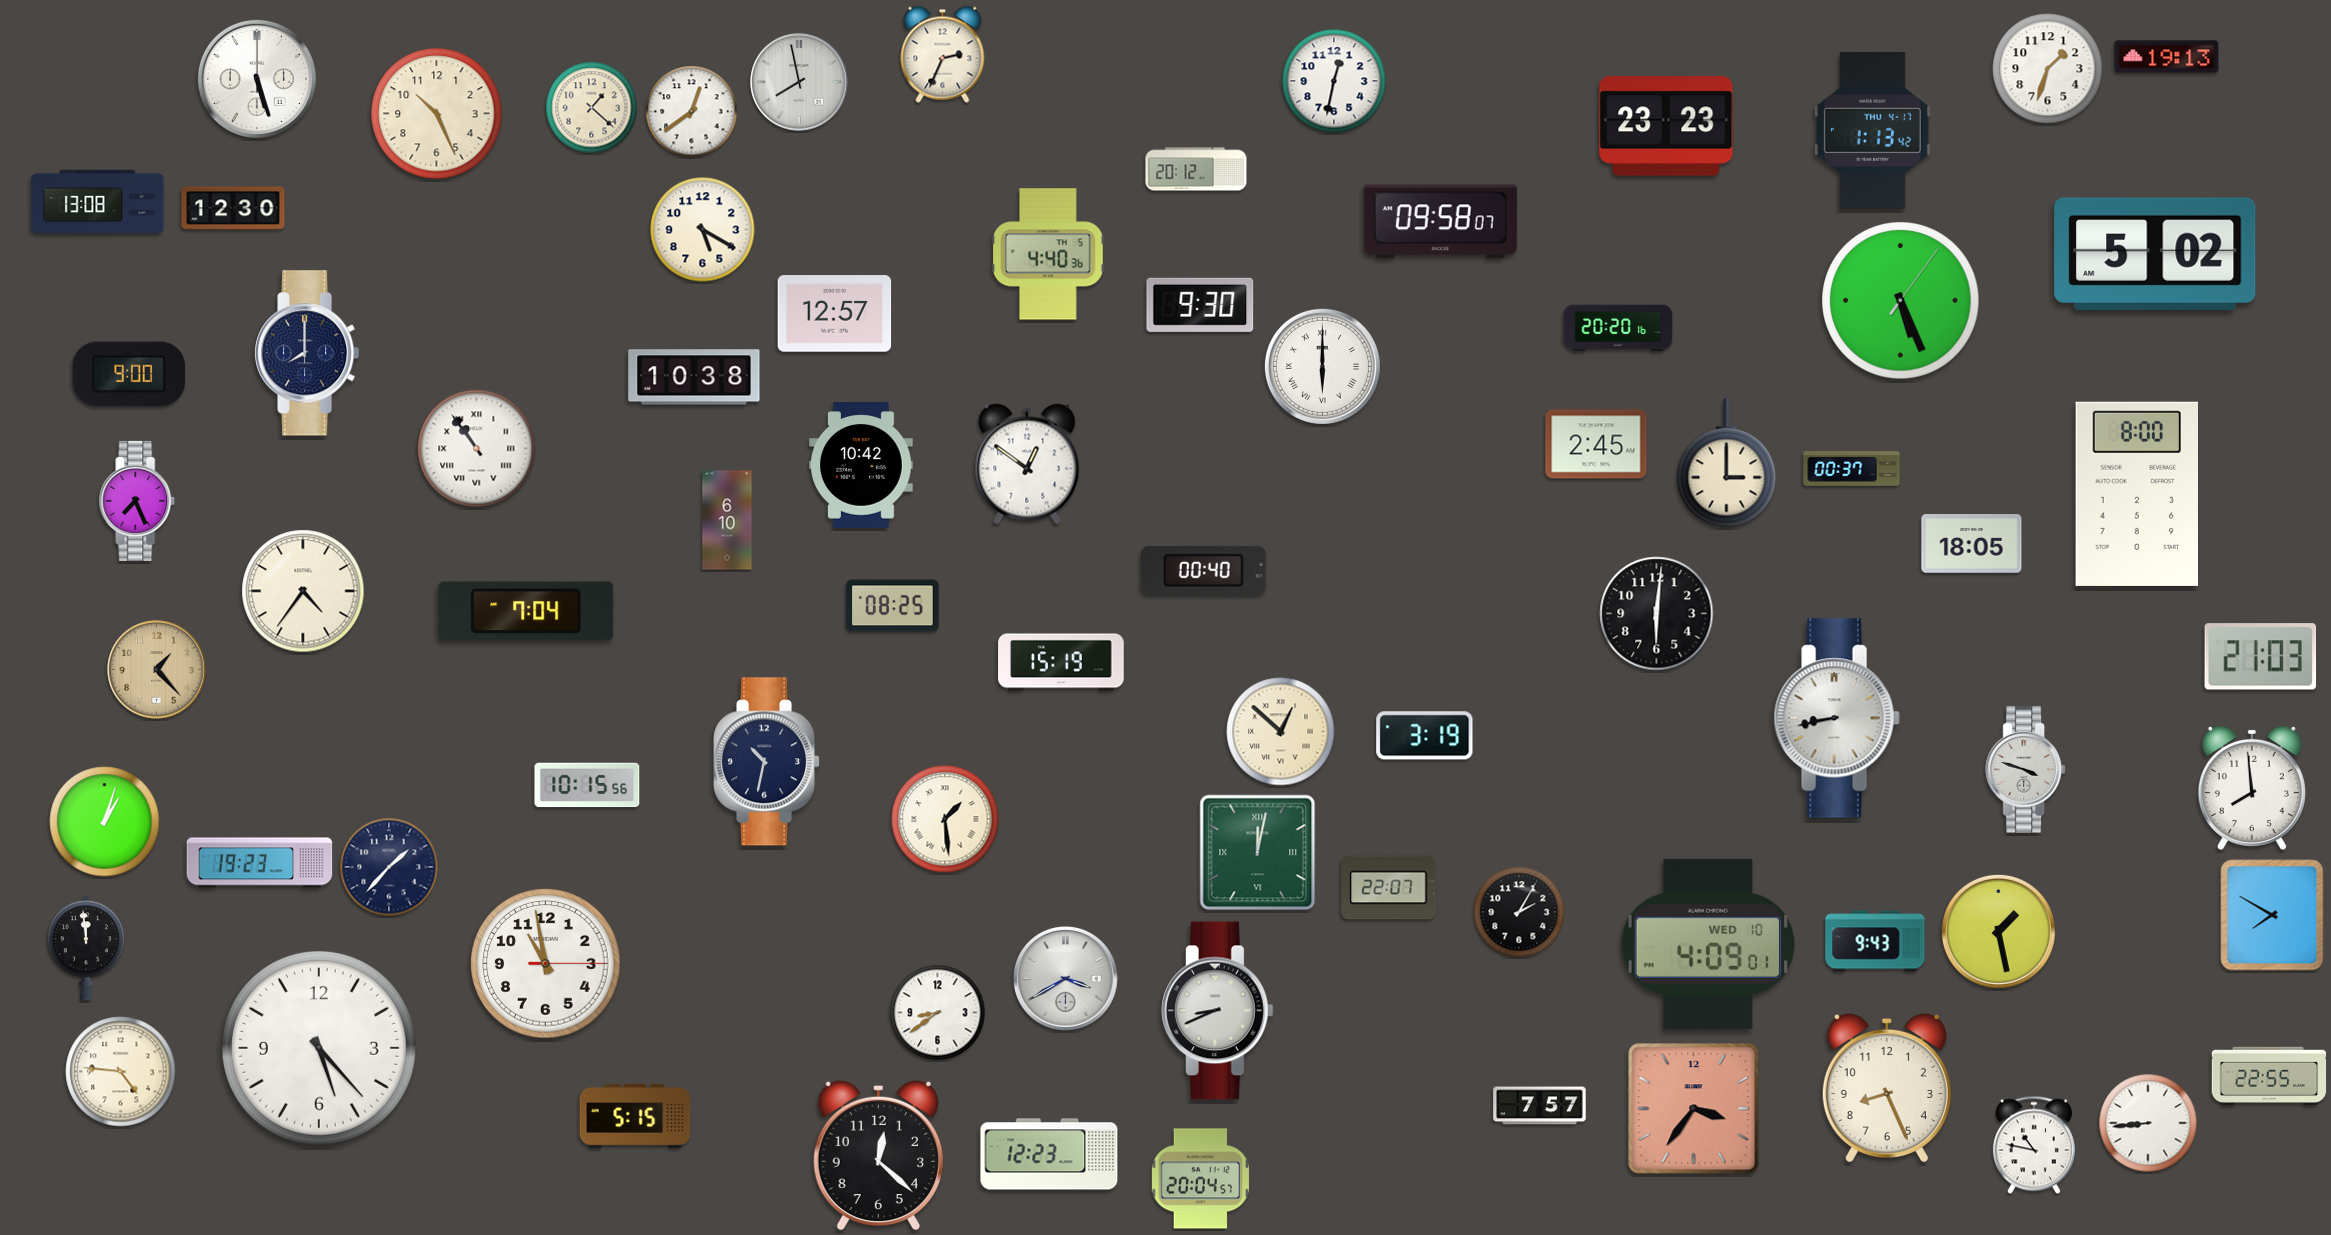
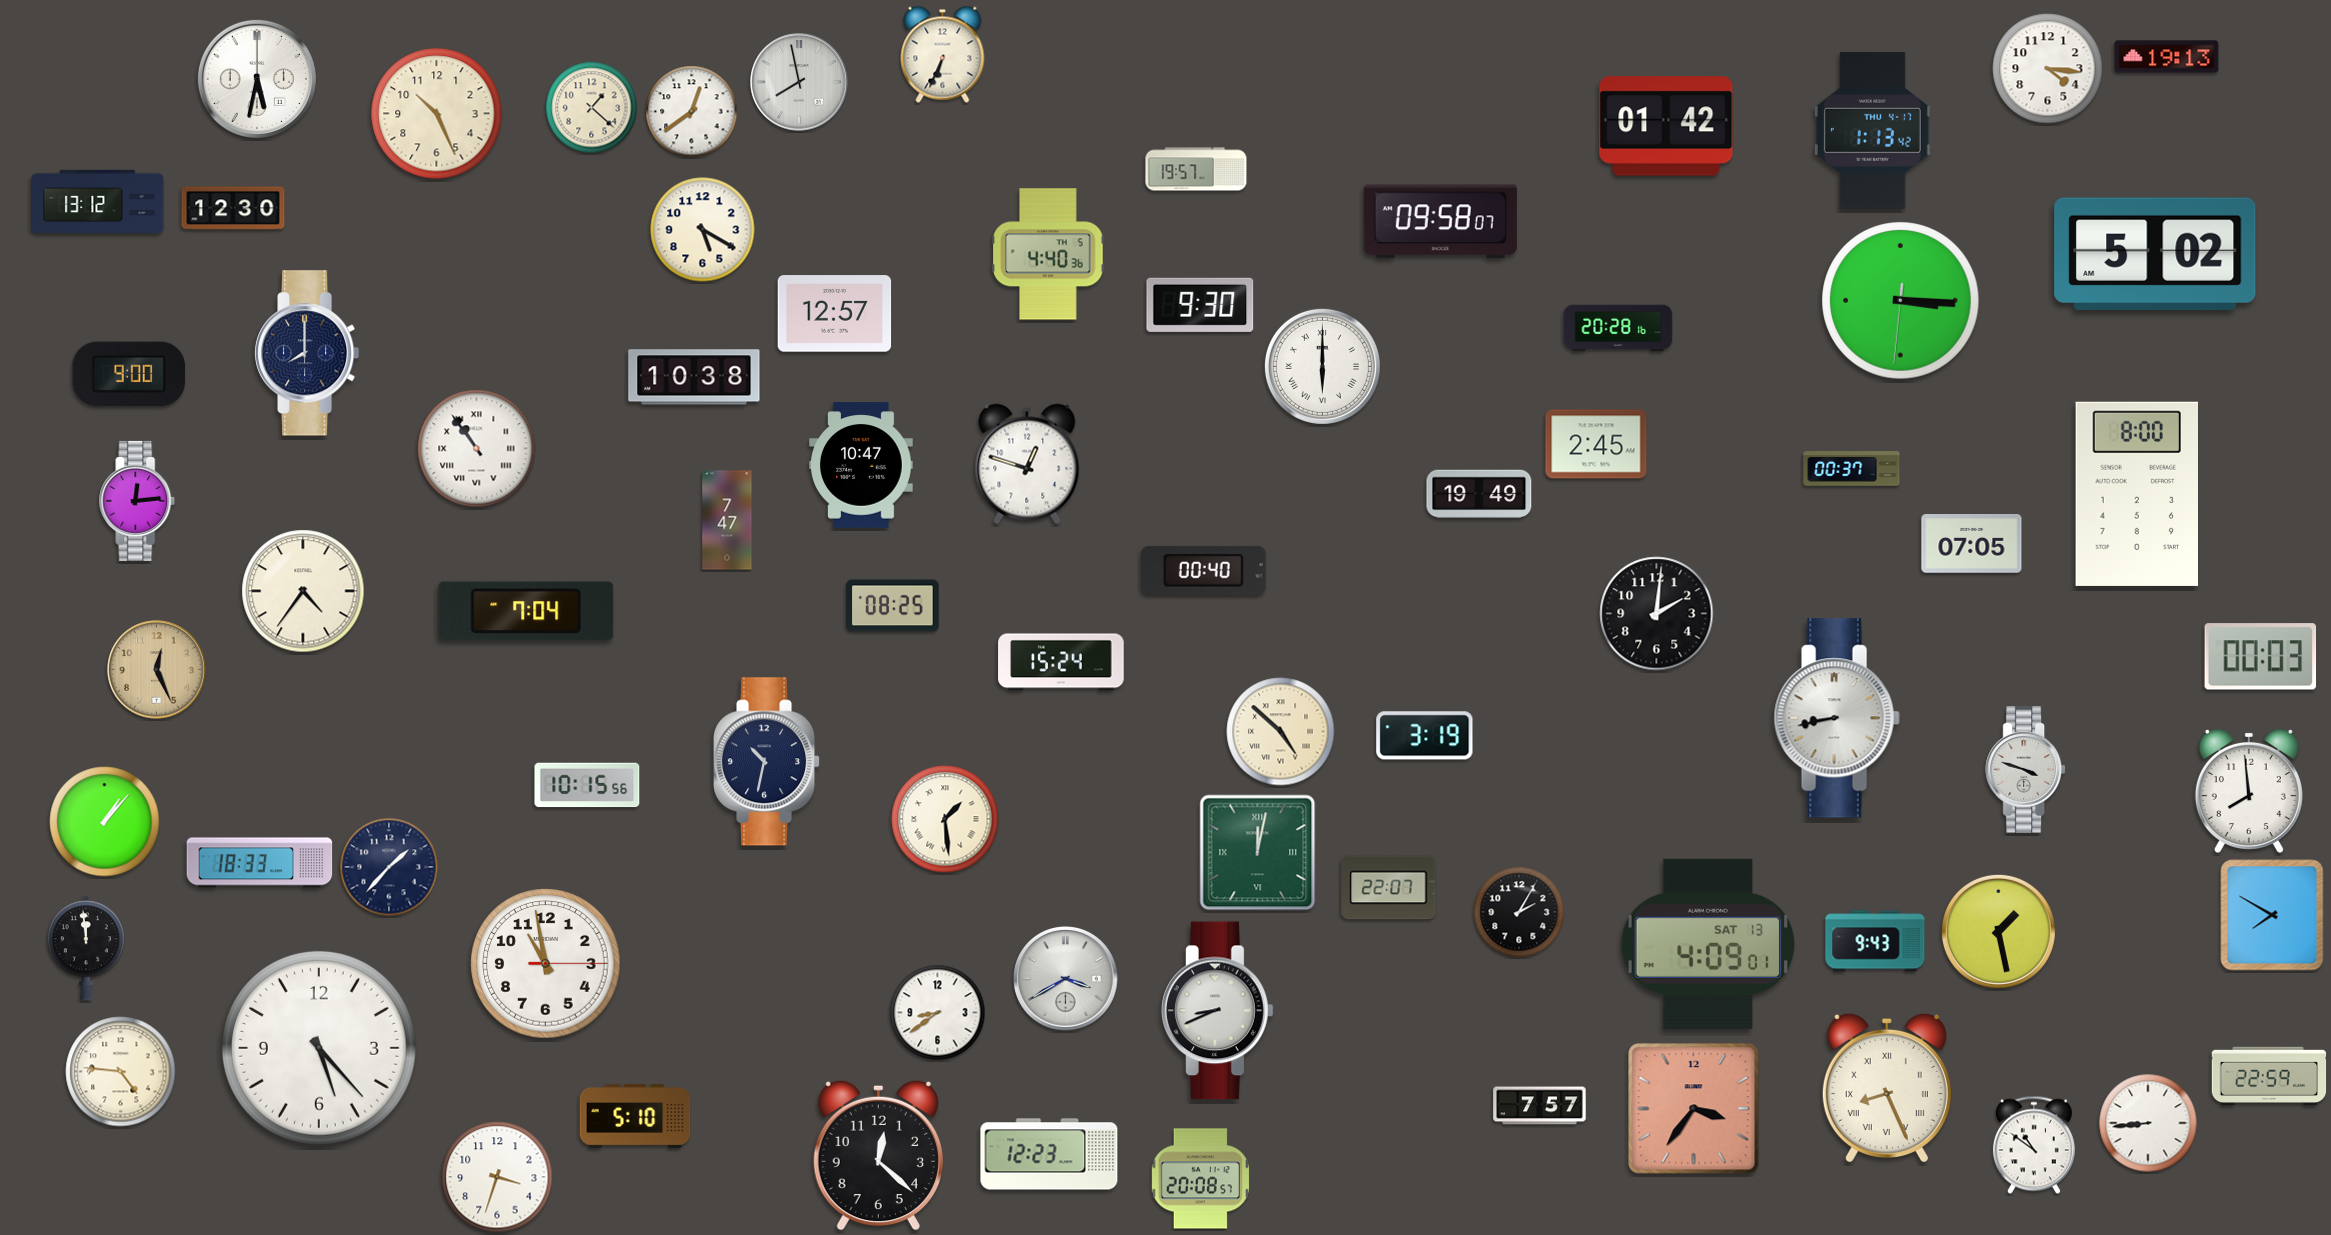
clock at (943, 54): 2:34 -> 6:34
clock at (2048, 69): 1:33 -> 4:16
clock at (257, 79): 5:27 -> 5:32
clock at (1334, 81): 12:32 -> none
clock at (1666, 126): 23:23 -> 01:42
clock at (1196, 169): 20:12 -> 19:57
clock at (98, 201): 13:08 -> 13:12
clock at (1901, 301): 5:26 -> 3:15
clock at (1618, 328): 20:20 -> 20:28
clock at (1727, 463): 3:00 -> none
clock at (1027, 464): 12:51 -> 12:48
clock at (861, 465): 10:42 -> 10:47
clock at (1479, 494): none -> 19:49
clock at (137, 501): 7:26 -> 12:14
clock at (727, 520): 6:10 -> 7:47
clock at (1972, 544): 18:05 -> 07:05
clock at (1657, 614): 6:01 -> 2:01
clock at (2261, 657): 21:03 -> 00:03
clock at (1061, 662): 15:19 -> 15:24
clock at (157, 670): 1:23 -> 12:26
clock at (1281, 732): 12:52 -> 4:52
clock at (2252, 788) position: (2252, 788) -> (2249, 791)
clock at (105, 822): 1:03 -> 1:07
clock at (260, 863): 19:23 -> 18:33
clock at (1707, 944) date: WED 10 -> SAT 13
clock at (2269, 1075): 22:55 -> 22:59
clock at (1887, 1088) numerals: Arabic -> Roman
clock at (635, 1116): 5:15 -> 5:10
clock at (2034, 1145): 10:47 -> 10:51
clock at (497, 1177): none -> 3:33
clock at (1200, 1179): 20:04 -> 20:08
